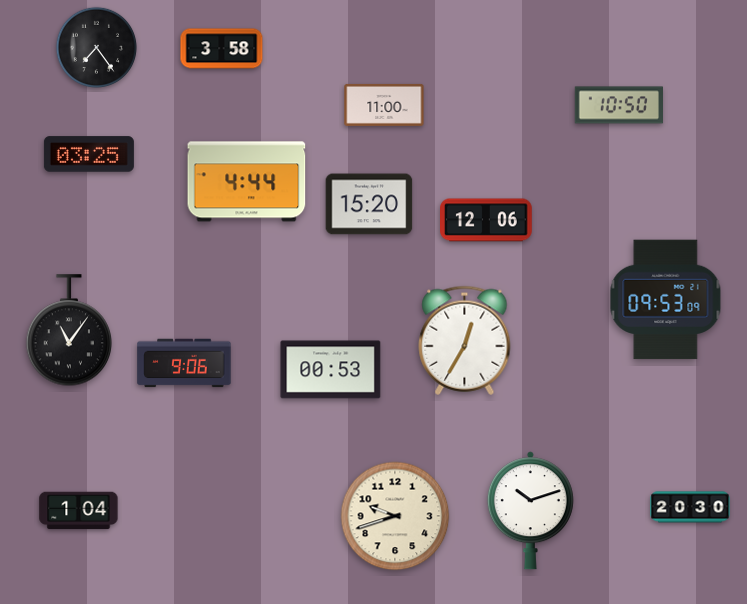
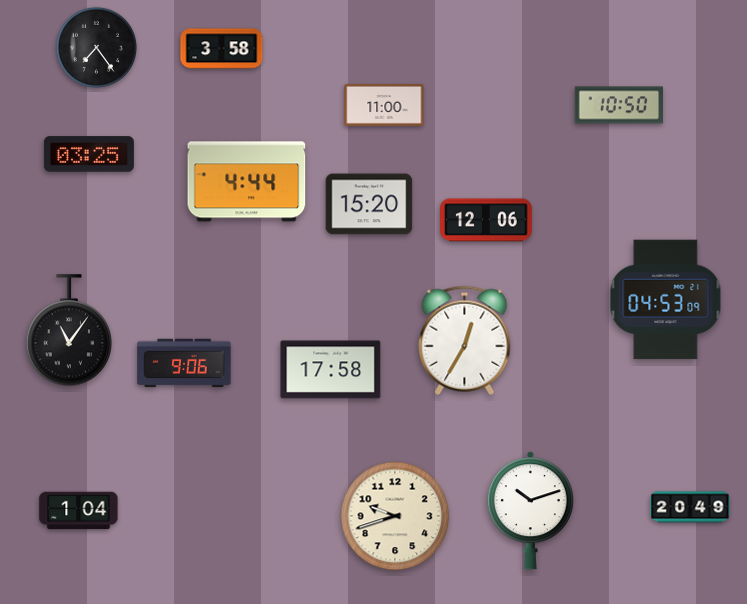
clock at (666, 300): 09:53 -> 04:53
clock at (331, 370): 00:53 -> 17:58
clock at (690, 507): 20:30 -> 20:49
